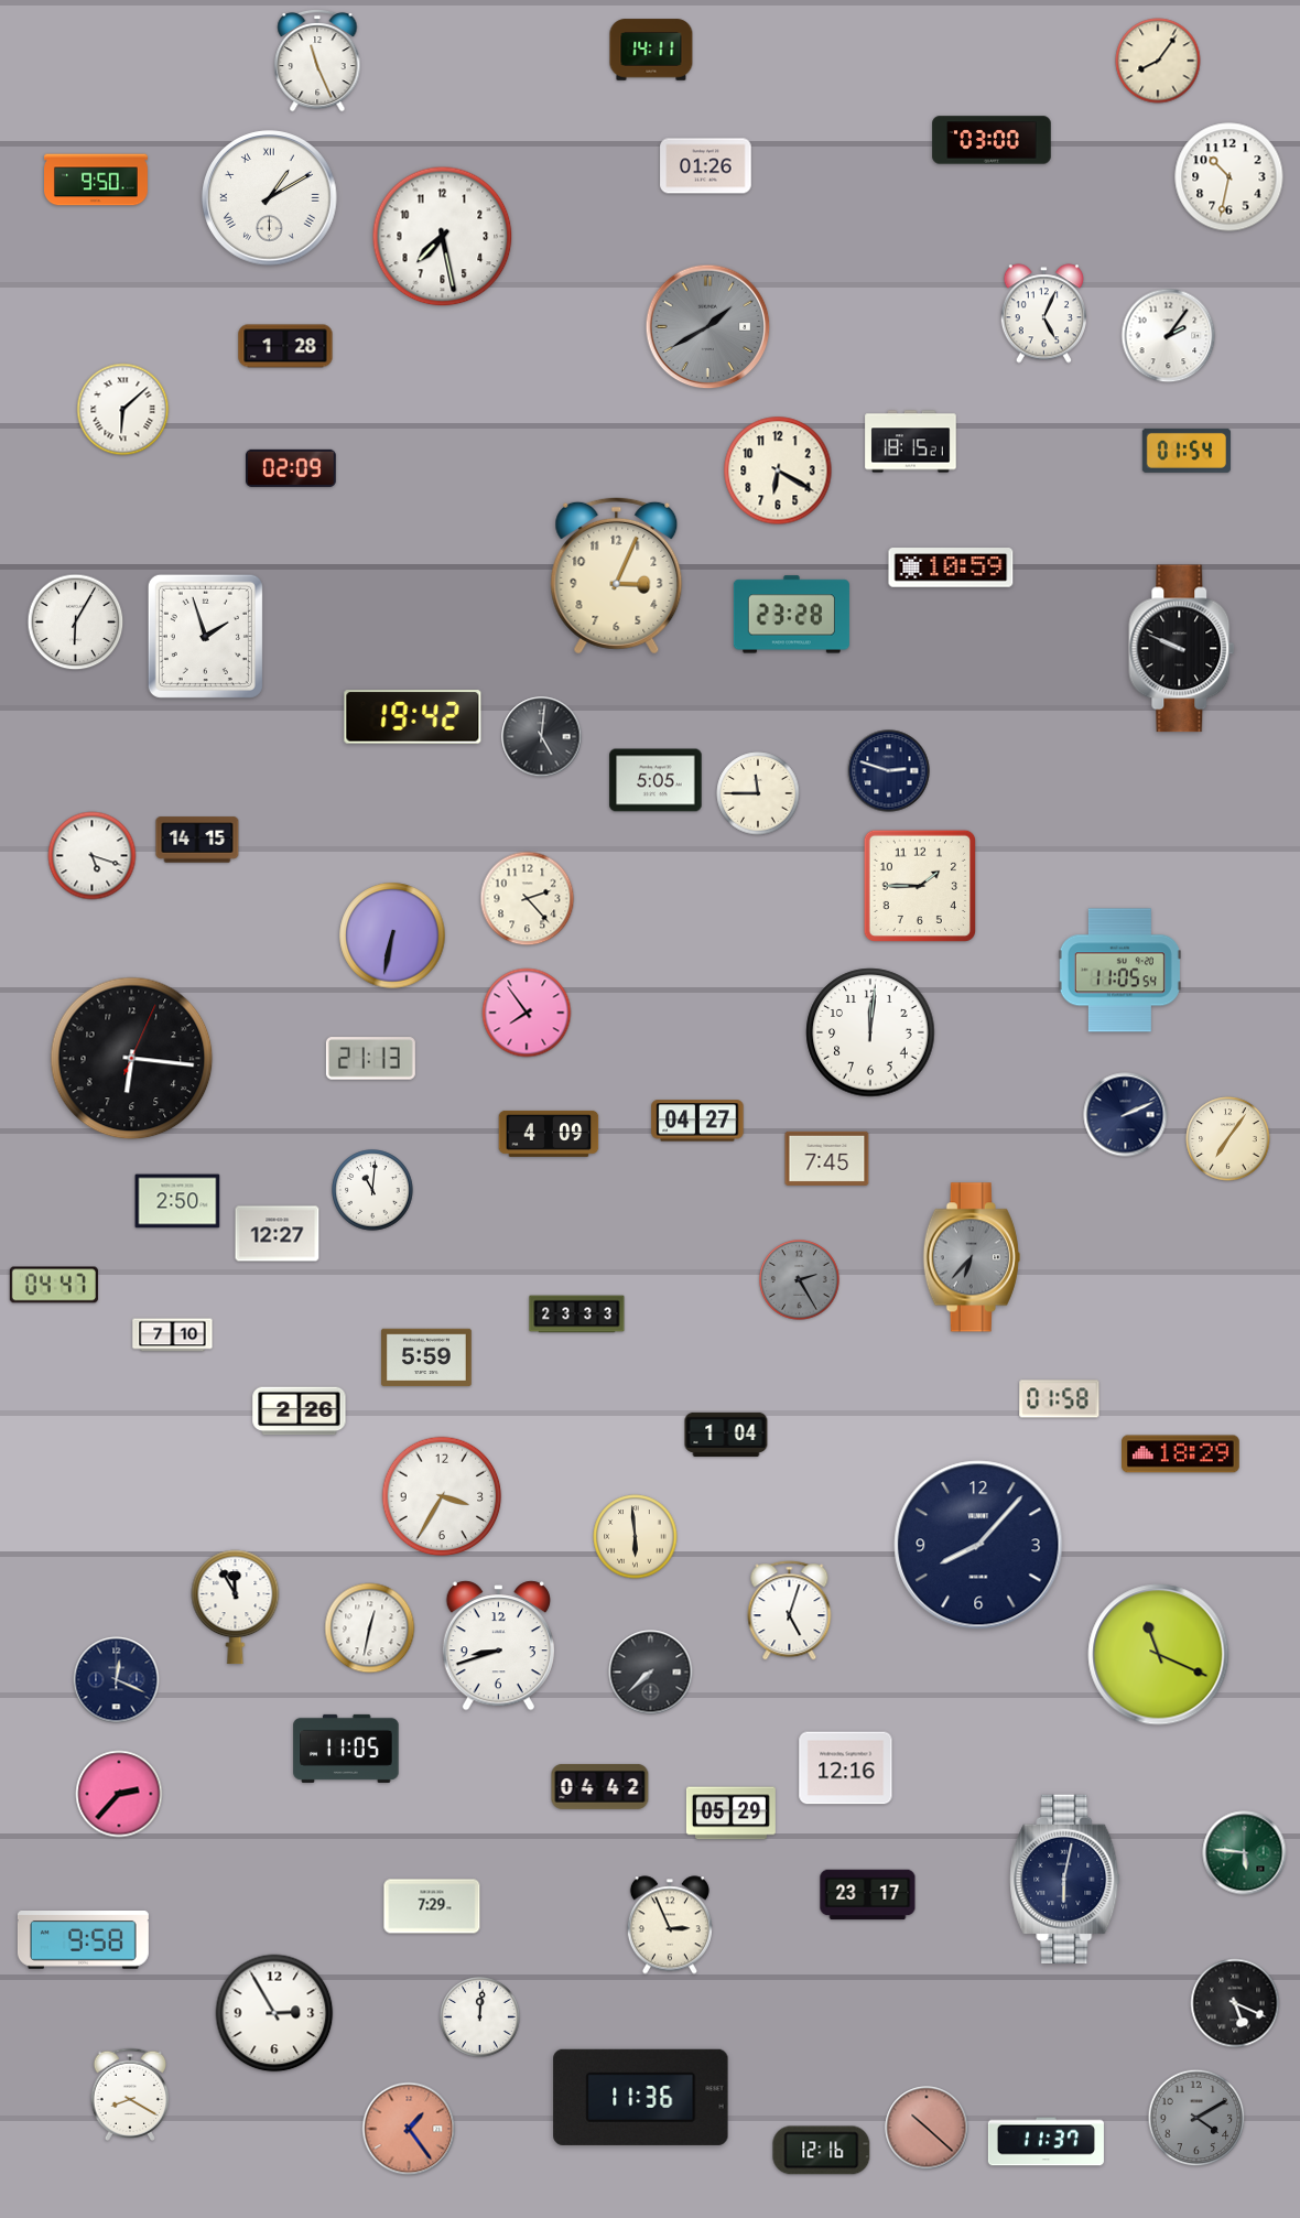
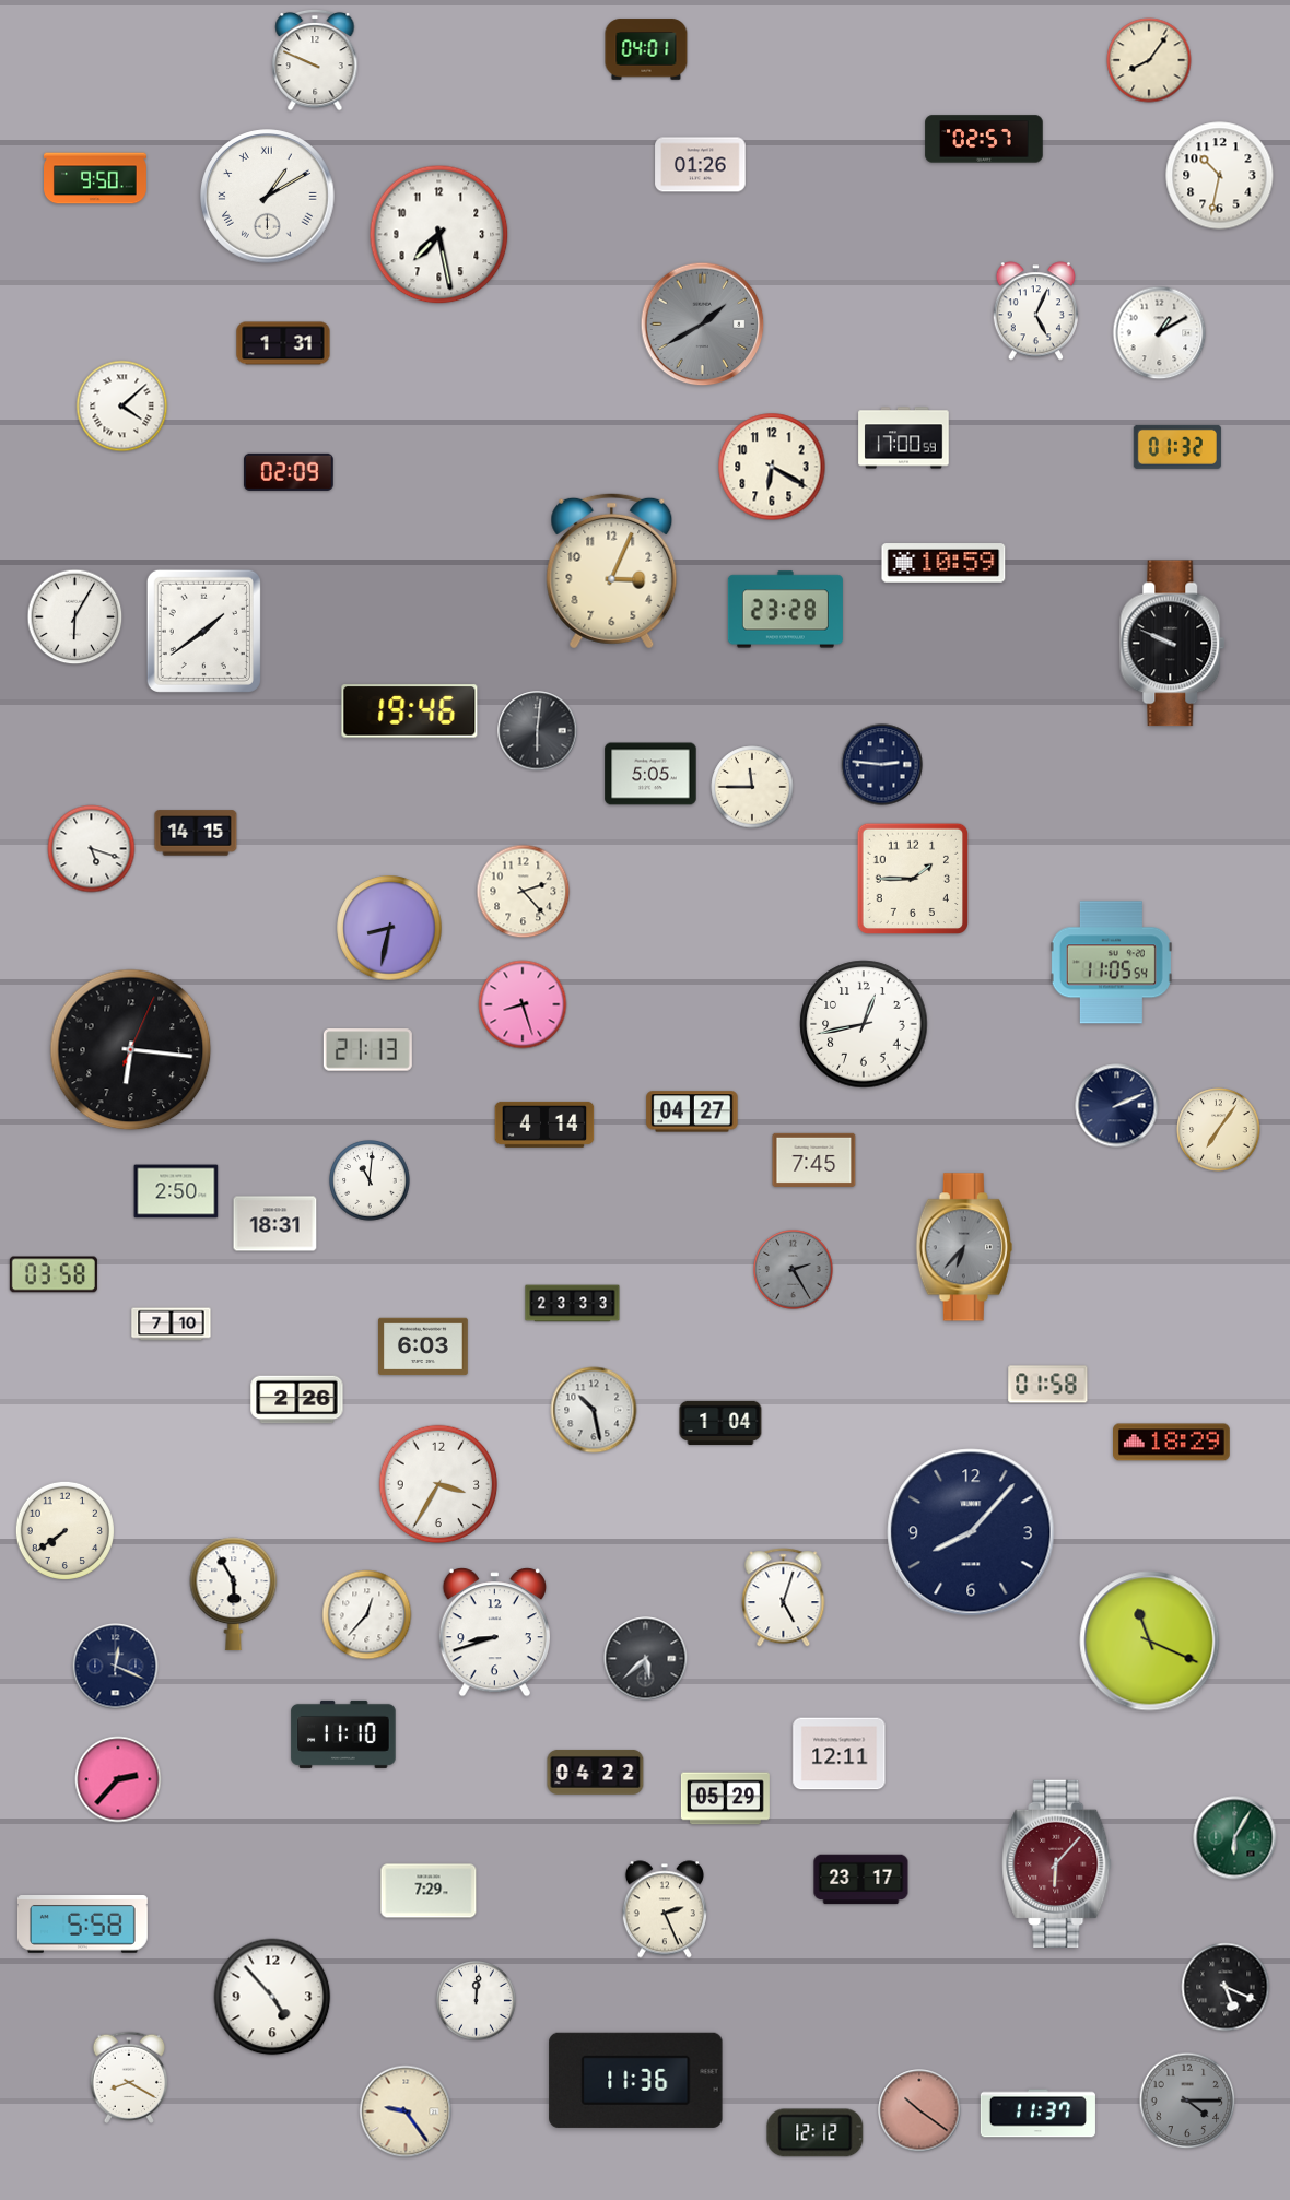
clock at (651, 50): 14:11 -> 04:01
clock at (317, 61): 11:26 -> 9:49
clock at (992, 140): 03:00 -> 02:57
clock at (1169, 336): 2:06 -> 1:10
clock at (285, 346): 1:28 -> 1:31
clock at (123, 410): 6:08 -> 4:08
clock at (911, 442): 18:15 -> 17:00
clock at (1187, 451): 01:54 -> 01:32
clock at (291, 468) position: (291, 468) -> (289, 472)
clock at (205, 636): 1:57 -> 1:39
clock at (413, 717): 19:42 -> 19:46
clock at (542, 737): 5:01 -> 6:01
clock at (889, 771): 2:48 -> 2:46
clock at (392, 935): 6:32 -> 8:32
clock at (527, 1013): 7:54 -> 8:27
clock at (870, 1032): 12:01 -> 12:43
clock at (549, 1134): 4:09 -> 4:14
clock at (827, 1158) position: (827, 1158) -> (814, 1160)
clock at (278, 1234): 12:27 -> 18:31
clock at (54, 1285): 04:47 -> 03:58
clock at (427, 1357): 5:59 -> 6:03
clock at (1060, 1399) position: (1060, 1399) -> (1048, 1385)
clock at (594, 1410): none -> 10:28
clock at (636, 1537): 5:59 -> none
clock at (64, 1530): none -> 7:39
clock at (236, 1608): 11:55 -> 5:55
clock at (370, 1629): 12:32 -> 12:37
clock at (651, 1673): 7:38 -> 5:38
clock at (346, 1749): 11:05 -> 11:10
clock at (846, 1768): 12:16 -> 12:11
clock at (600, 1786): 04:42 -> 04:22
clock at (1245, 1853): 5:46 -> 6:05
clock at (1065, 1879): 6:02 -> 6:07
clock at (1065, 1879) dial: navy -> burgundy
clock at (670, 1925): 2:56 -> 2:26
clock at (83, 1940): 9:58 -> 5:58
clock at (274, 2013): 2:55 -> 4:53
clock at (1196, 2118): 4:10 -> 4:15
clock at (927, 2128): 10:22 -> 10:21
clock at (409, 2129): 1:24 -> 9:24
clock at (409, 2129) dial: salmon -> cream
clock at (1046, 2142) position: (1046, 2142) -> (1037, 2114)
clock at (822, 2151): 12:16 -> 12:12
